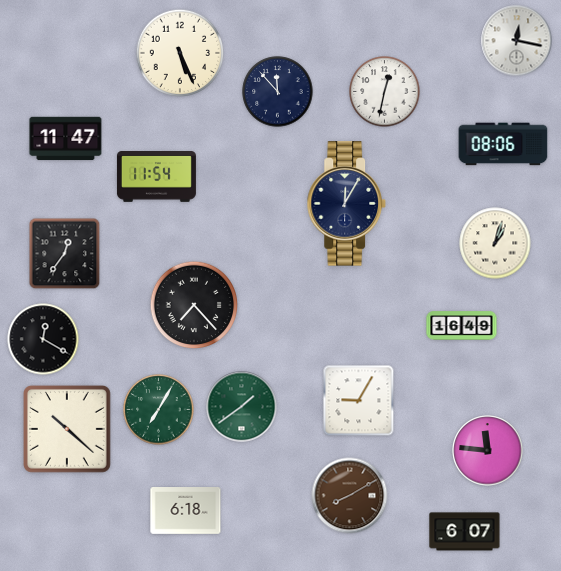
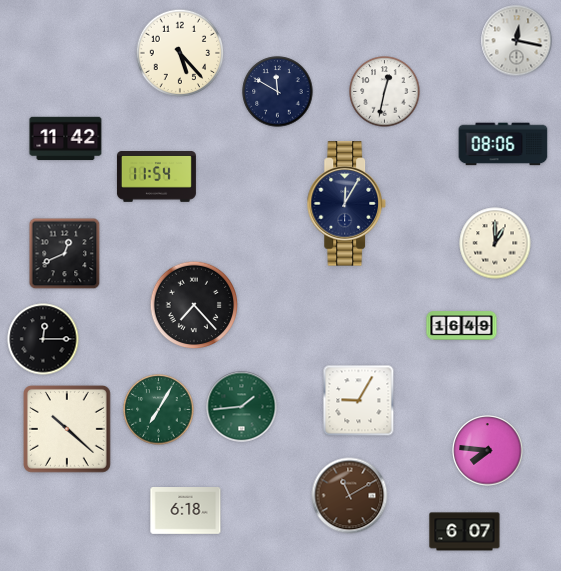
clock at (180, 53): 5:26 -> 5:23
clock at (278, 92): 11:53 -> 11:50
clock at (66, 139): 11:47 -> 11:42
clock at (495, 243): 1:03 -> 1:00
clock at (65, 254): 12:36 -> 12:41
clock at (43, 339): 12:20 -> 12:15
clock at (242, 407): 1:39 -> 1:44
clock at (488, 451): 11:46 -> 7:46
clock at (350, 496): 8:10 -> 11:10
